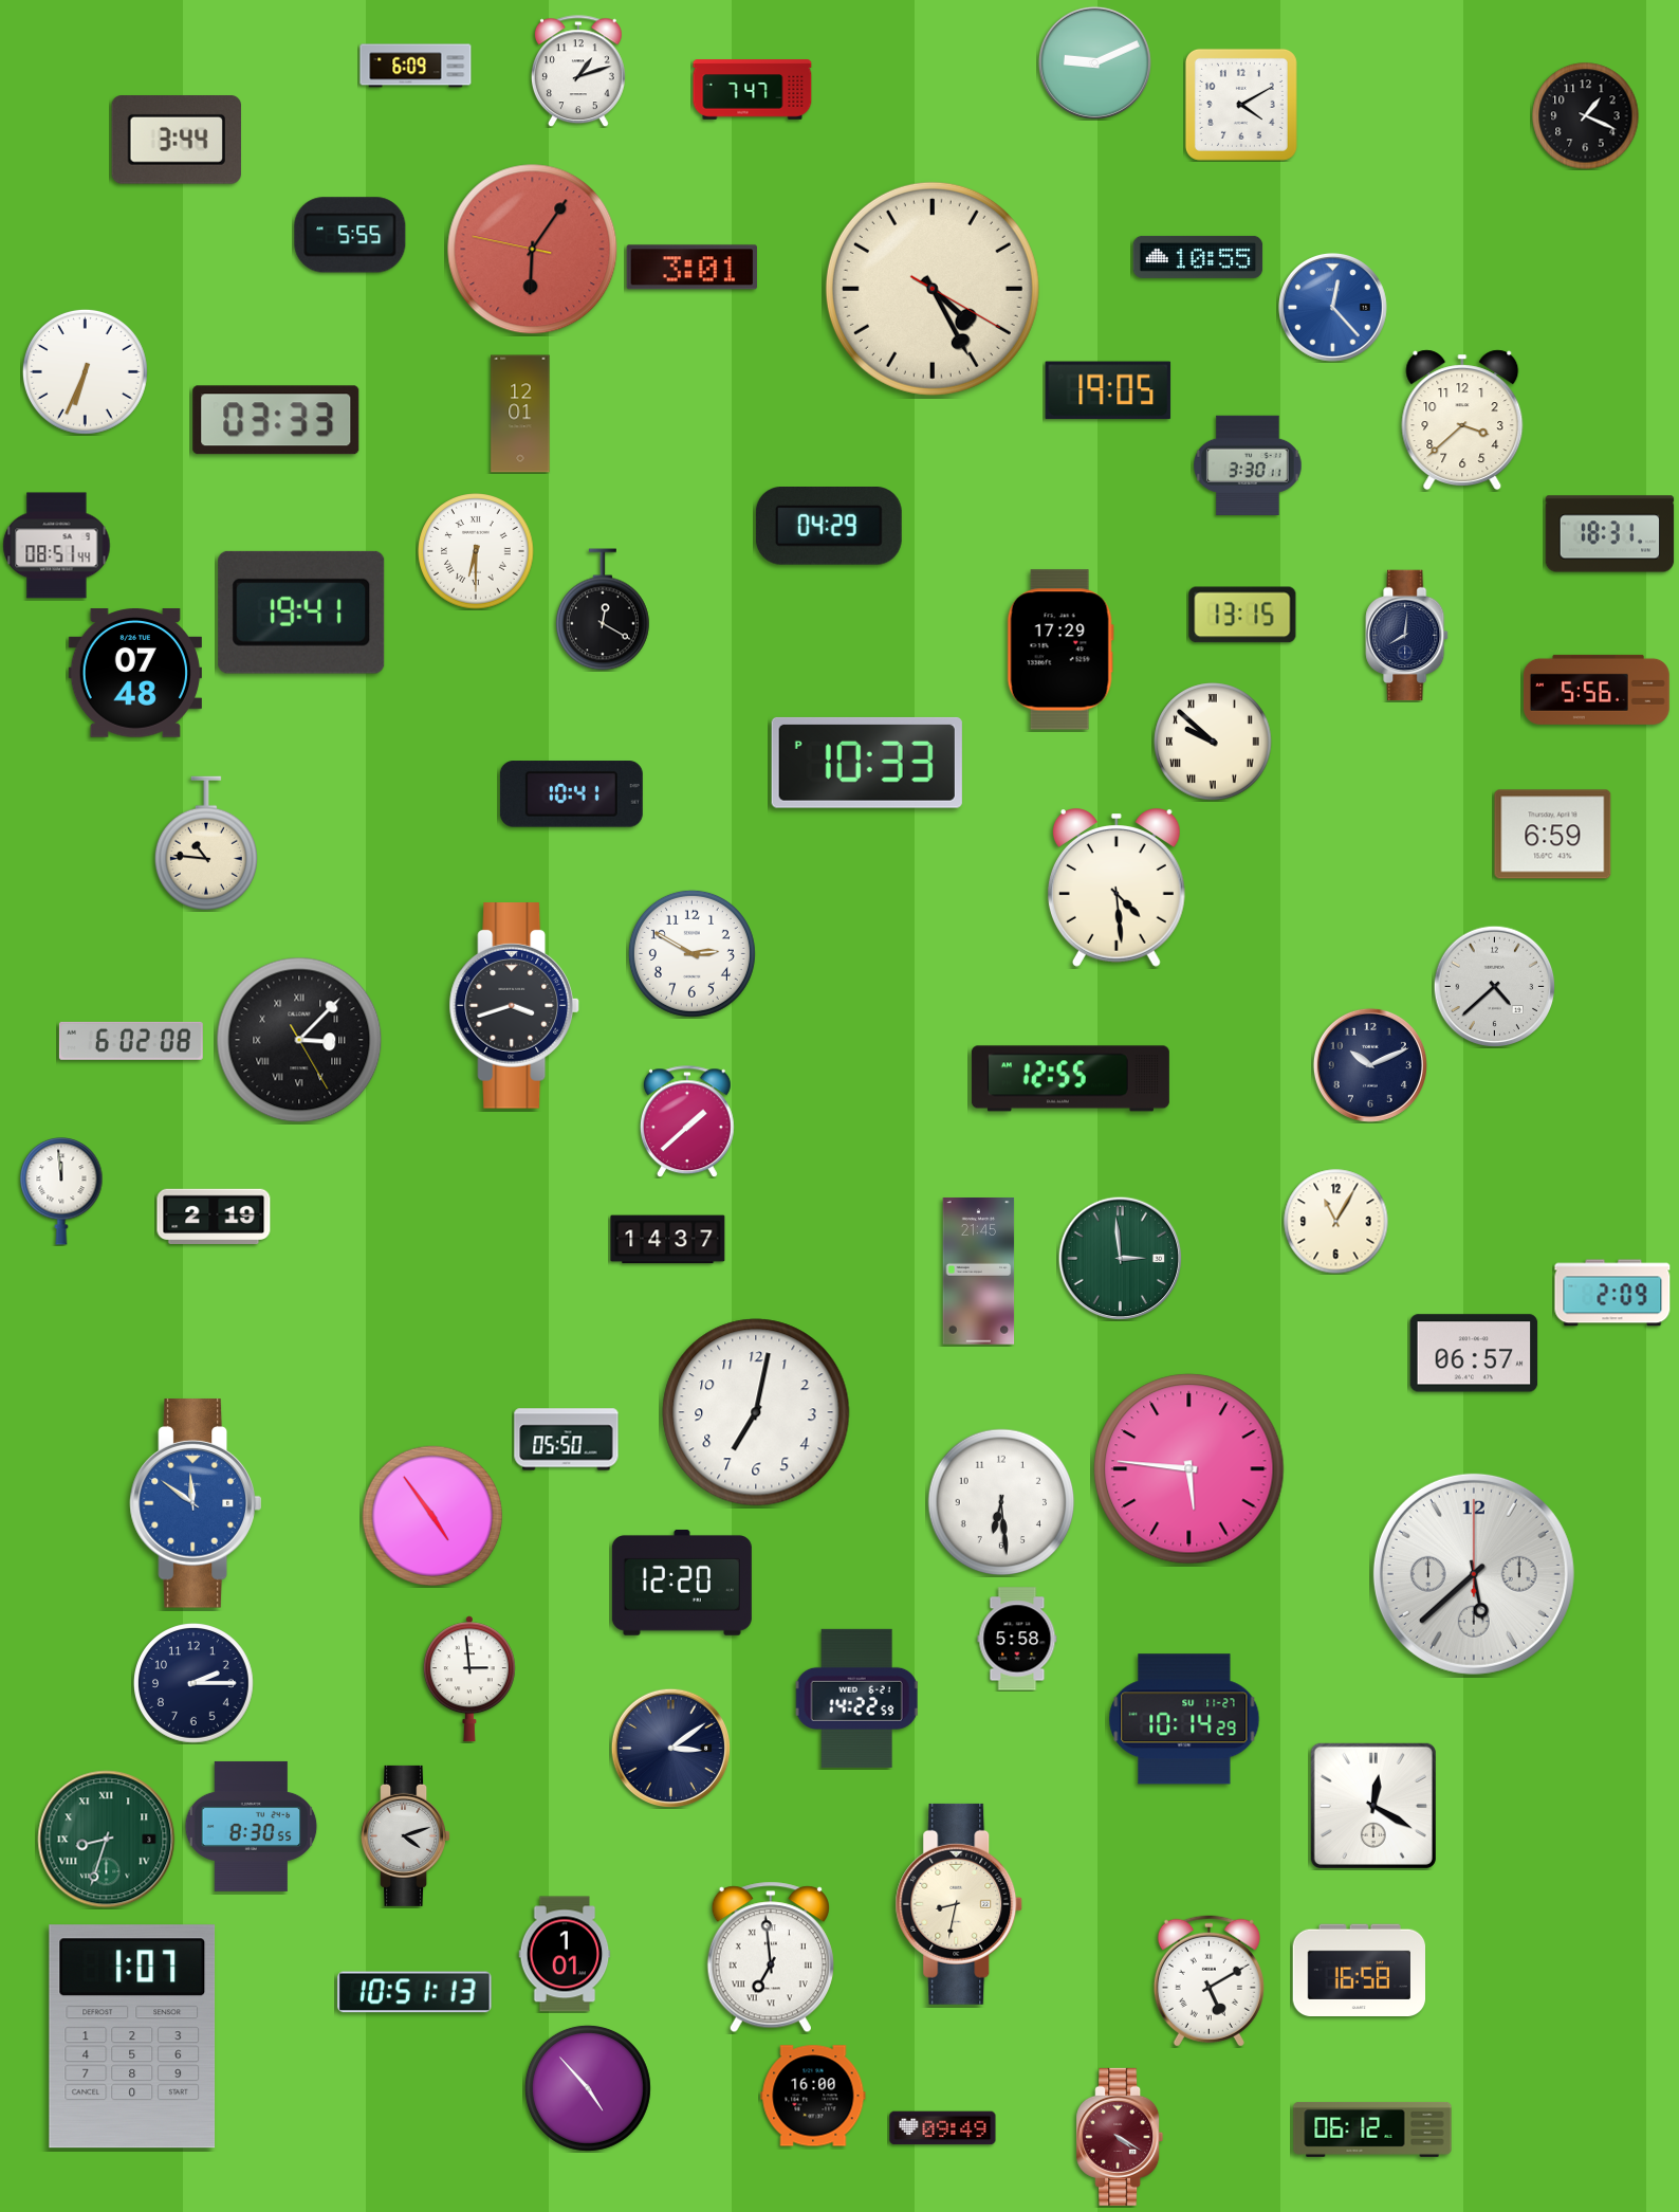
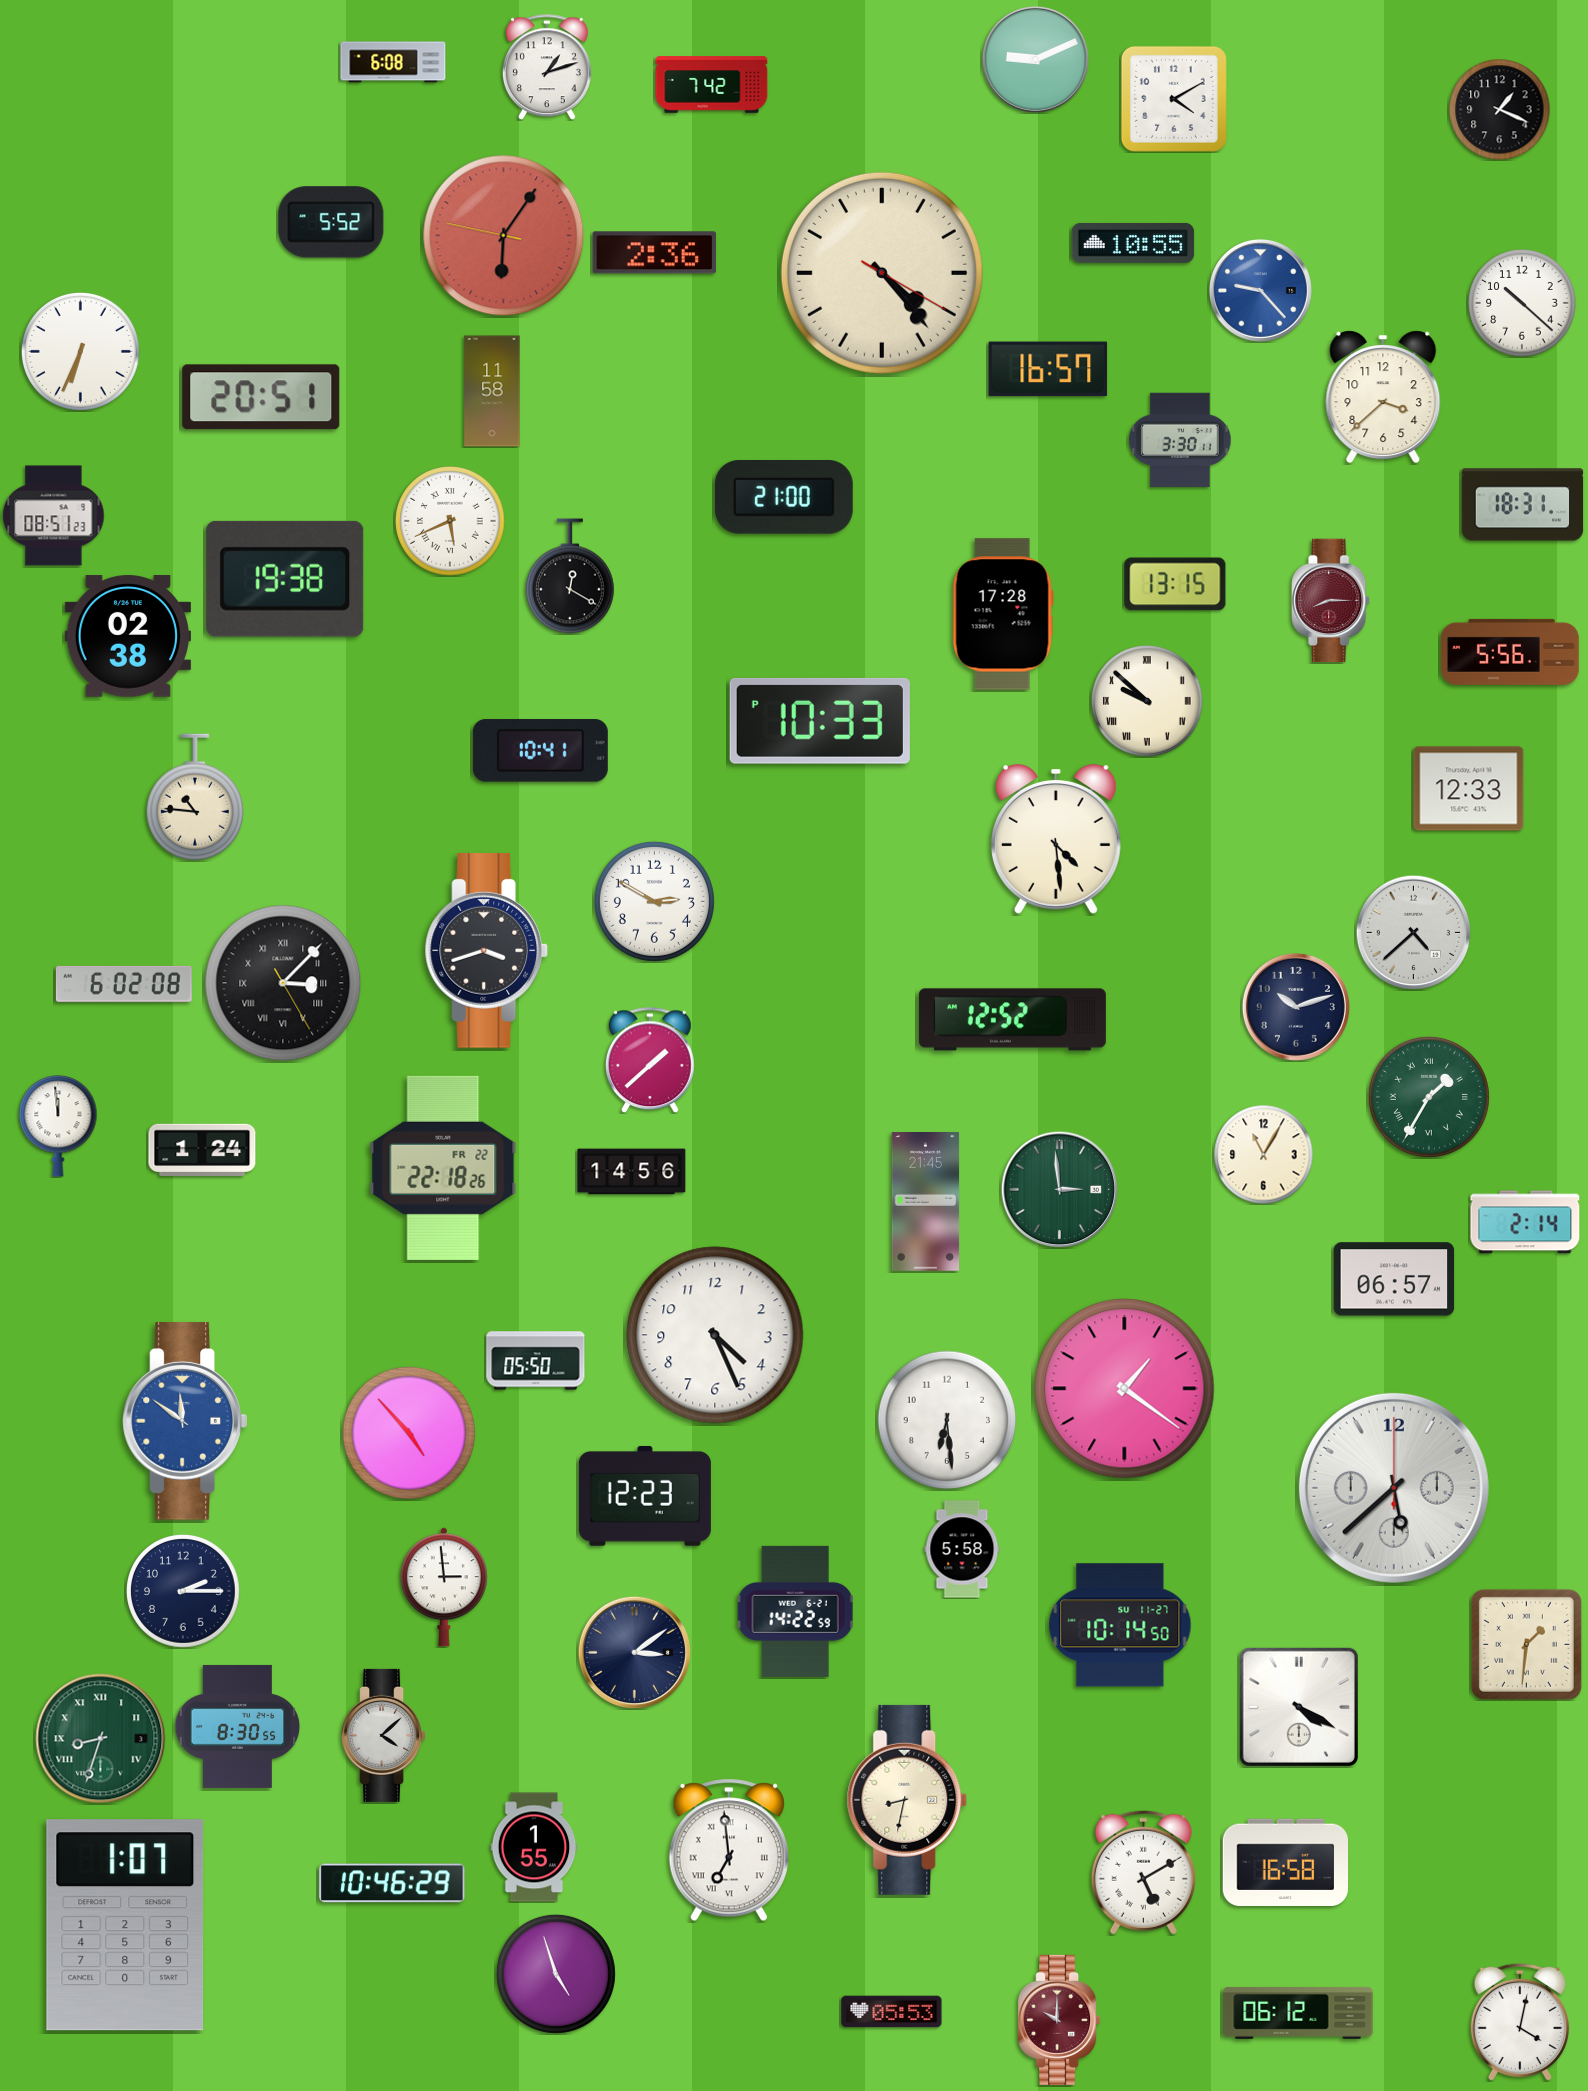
clock at (416, 66): 6:09 -> 6:08
clock at (753, 90): 7:47 -> 7:42
clock at (176, 140): 3:44 -> none
clock at (350, 235): 5:55 -> 5:52
clock at (691, 268): 3:01 -> 2:36
clock at (933, 289): 4:25 -> 4:23
clock at (1333, 308): 12:23 -> 9:23
clock at (1522, 303): none -> 10:22
clock at (1108, 390): 19:05 -> 16:57
clock at (520, 414): 12:01 -> 11:58
clock at (276, 420): 03:33 -> 20:51
clock at (829, 527): 04:29 -> 21:00
clock at (57, 546): 08:51:44 -> 08:51:23
clock at (476, 551): 6:30 -> 5:41
clock at (301, 613): 19:41 -> 19:38
clock at (1242, 615) position: (1242, 615) -> (1175, 584)
clock at (1407, 636): 8:01 -> 8:15
clock at (1407, 636) dial: navy -> burgundy
clock at (1060, 650): 17:29 -> 17:28
clock at (135, 673): 07:48 -> 02:38
clock at (1553, 835): 6:59 -> 12:33
clock at (1370, 1065): 10:11 -> 10:12
clock at (1070, 1079): 12:55 -> 12:52
clock at (1429, 1097): none -> 1:35
clock at (214, 1217): 2:19 -> 1:24
clock at (443, 1168): none -> 22:18
clock at (668, 1240): 14:37 -> 14:56
clock at (1612, 1293): 2:09 -> 2:14
clock at (756, 1412): 7:02 -> 4:26
clock at (1189, 1469): 5:46 -> 1:21
clock at (432, 1516): 4:54 -> 4:53
clock at (682, 1583): 12:20 -> 12:23
clock at (856, 1698) position: (856, 1698) -> (795, 1611)
clock at (1184, 1719): 10:14:29 -> 10:14:50
clock at (1526, 1644): none -> 1:31
clock at (1373, 1806): 12:20 -> 4:20
clock at (406, 1835): 4:12 -> 4:08
clock at (565, 1954): 1:01 -> 1:55
clock at (414, 1992): 10:51 -> 10:46
clock at (588, 2088): 4:53 -> 4:57
clock at (813, 2096): 16:00 -> none
clock at (943, 2128): 09:49 -> 05:53
clock at (1120, 2137): 4:20 -> 10:00
clock at (1520, 2022): none -> 4:02
